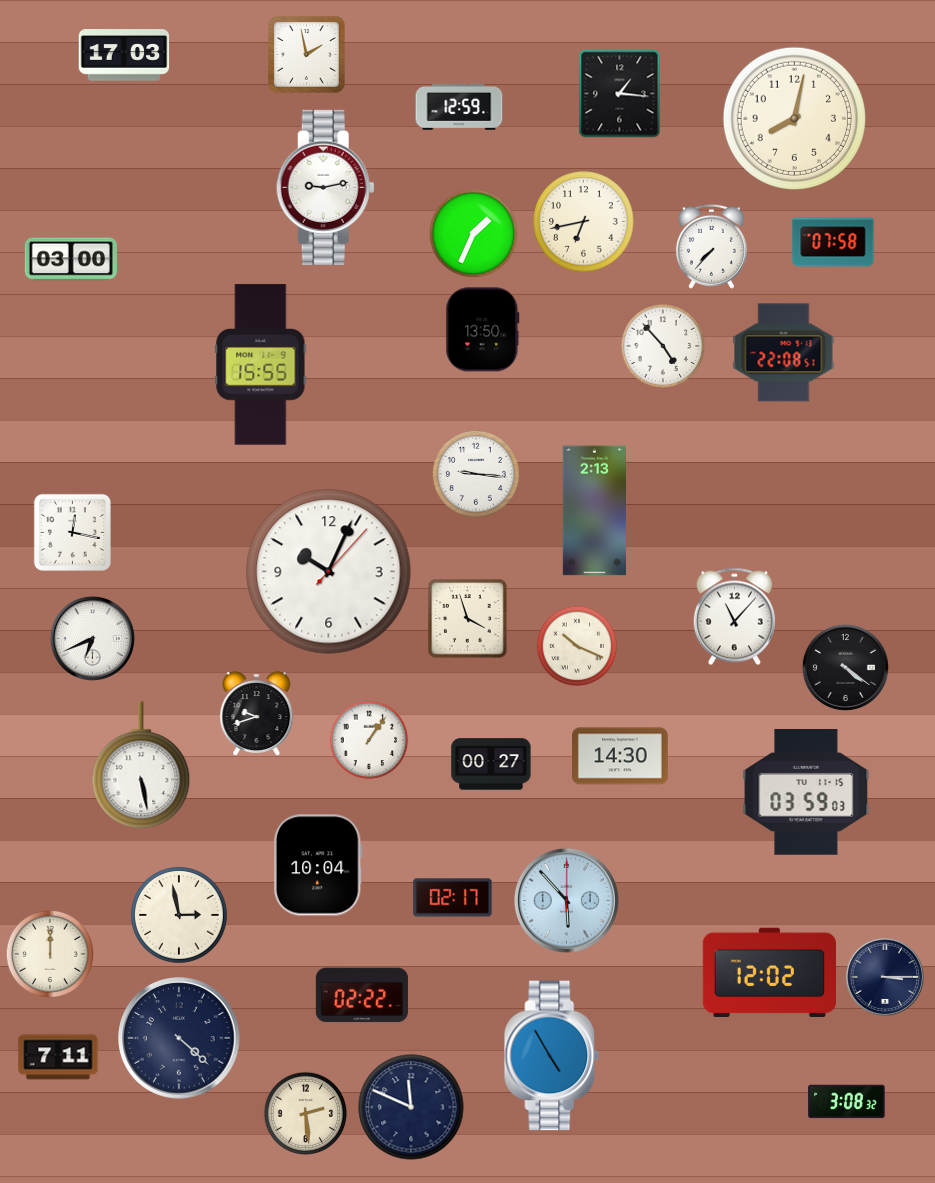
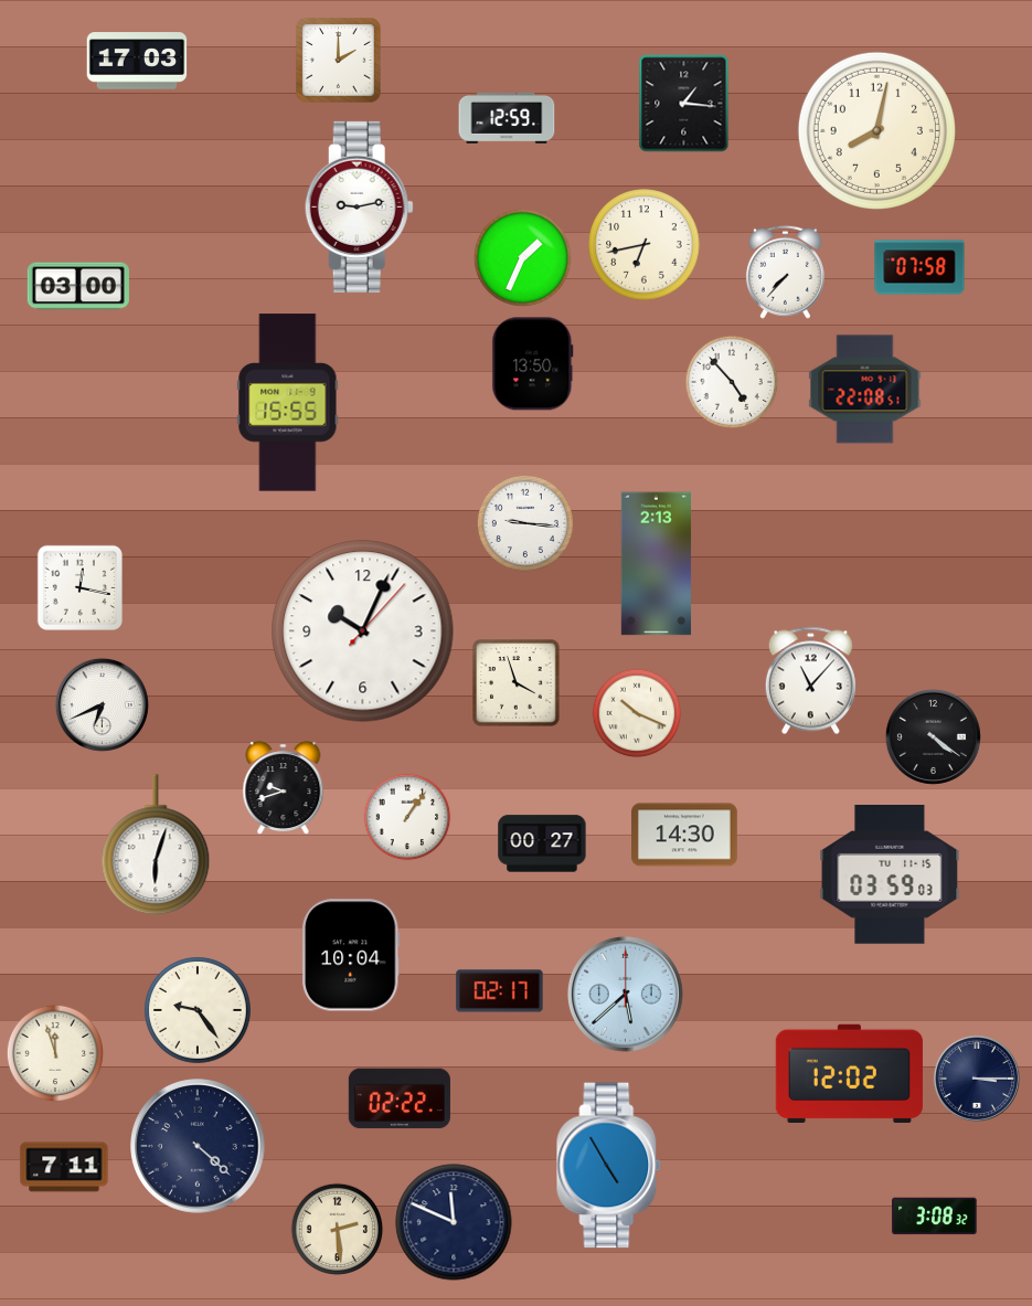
clock at (307, 55): 1:58 -> 2:00
clock at (141, 766): 5:28 -> 6:03
clock at (566, 900): 5:53 -> 5:38
clock at (179, 915): 2:58 -> 9:24
clock at (50, 954): 12:00 -> 11:57
